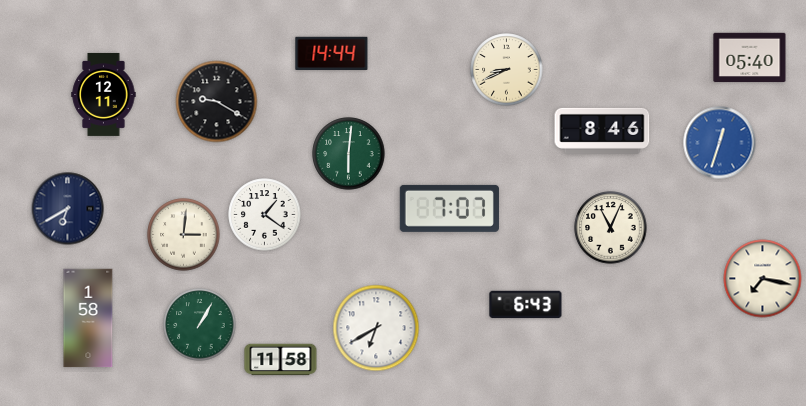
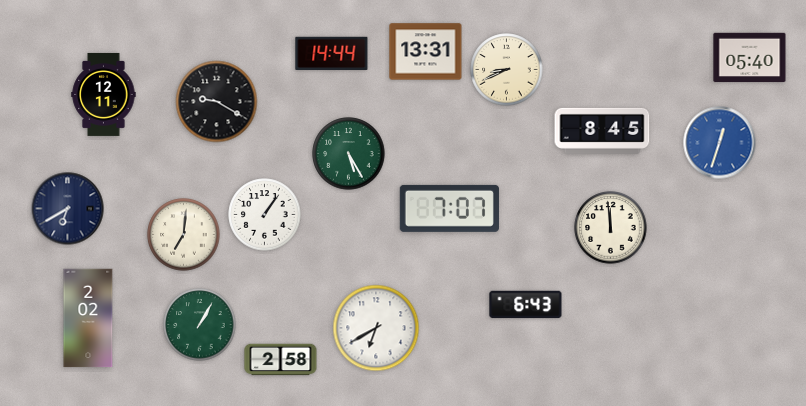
clock at (426, 52): none -> 13:31
clock at (602, 131): 8:46 -> 8:45
clock at (349, 154): 6:01 -> 5:25
clock at (265, 215): 1:21 -> 1:06
clock at (611, 228): 11:04 -> 11:59
clock at (184, 235): 3:01 -> 7:01
clock at (763, 279): 7:17 -> none
clock at (88, 318): 1:58 -> 2:02
clock at (281, 360): 11:58 -> 2:58
